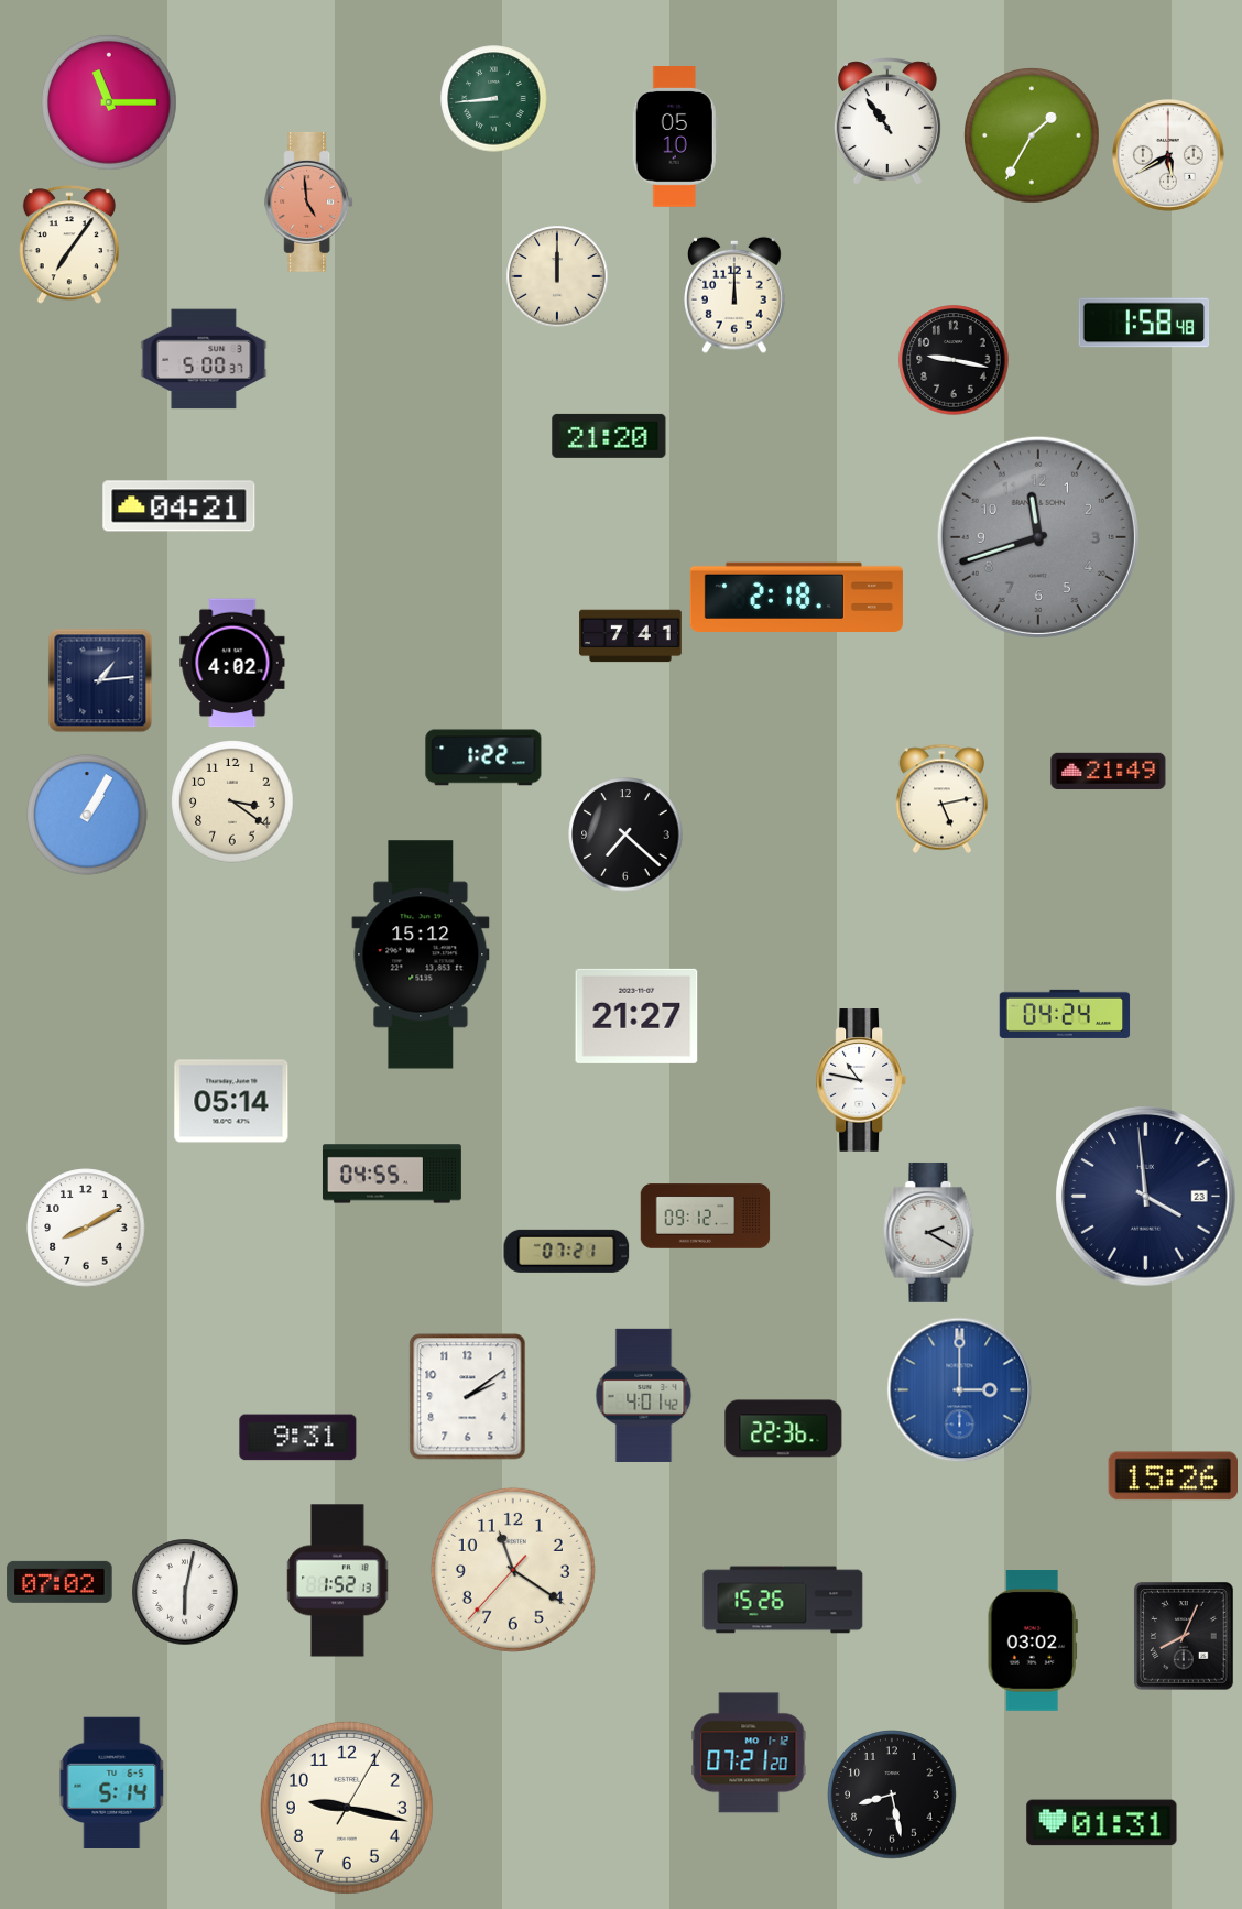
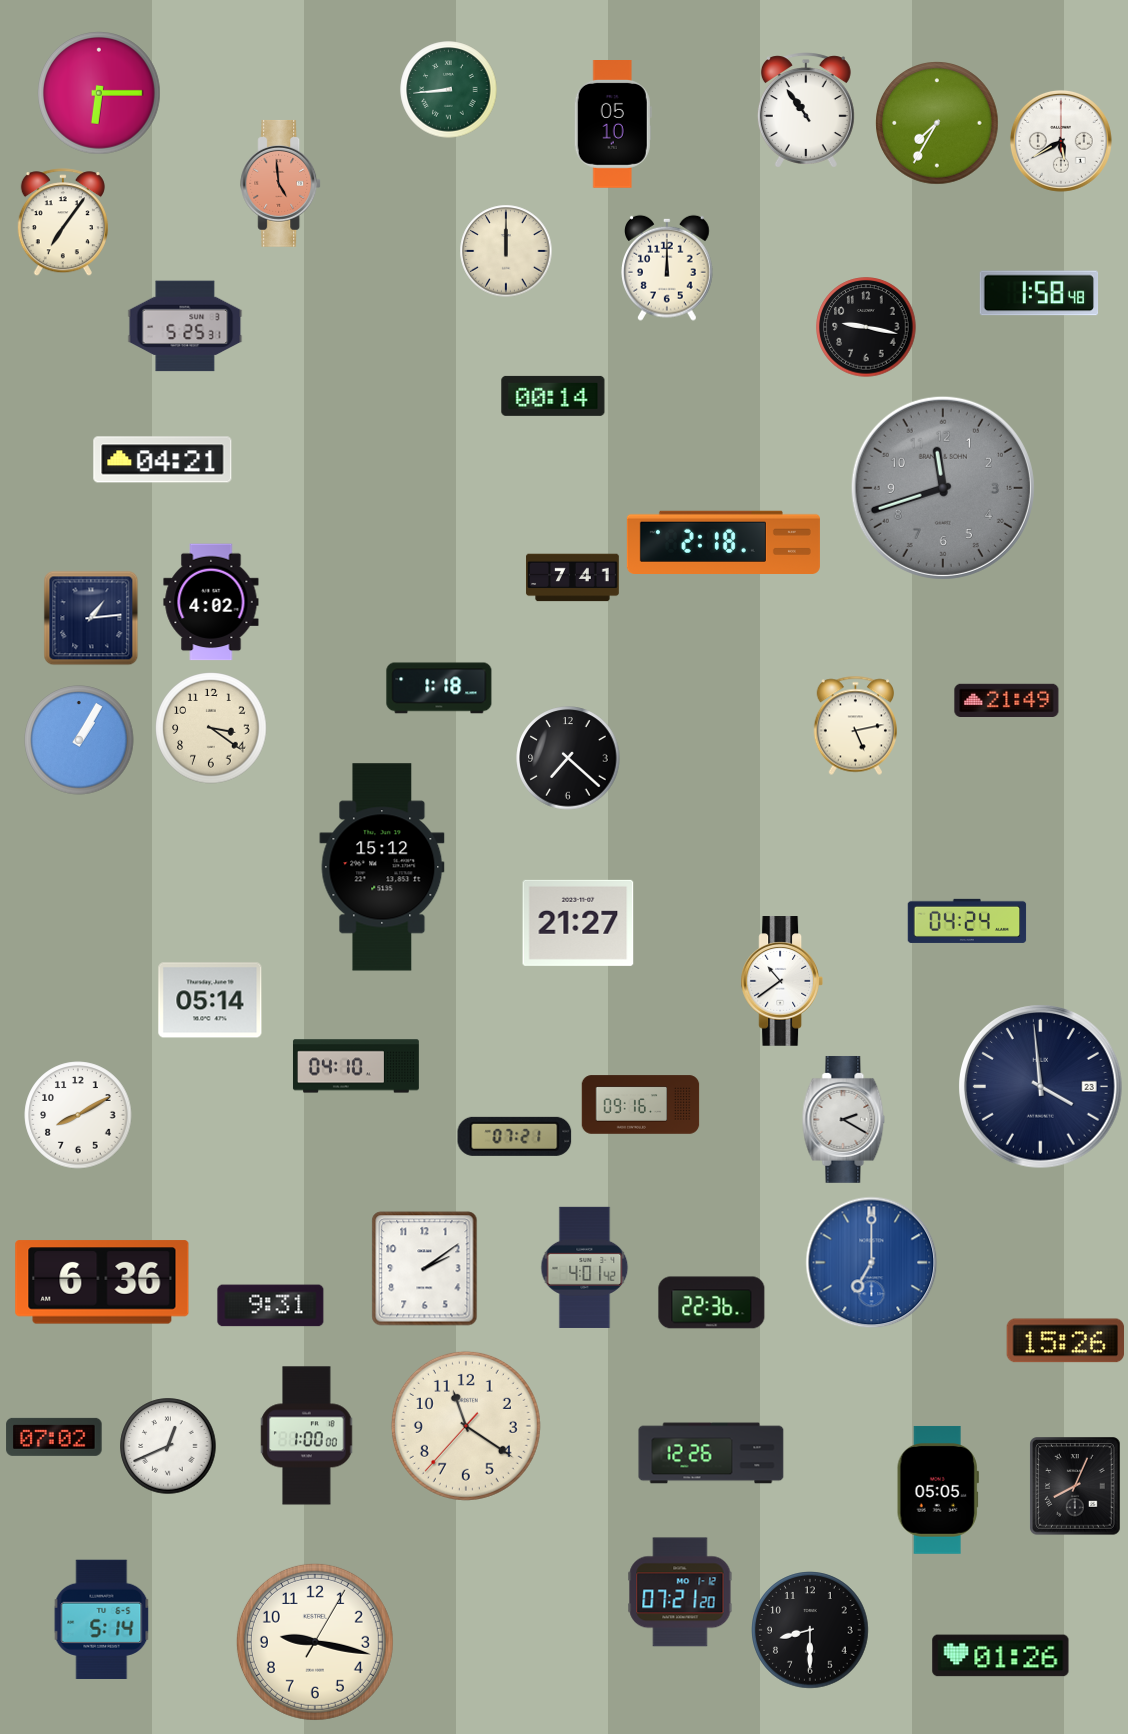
clock at (109, 102): 11:15 -> 6:15
clock at (1032, 135): 1:35 -> 7:35
clock at (204, 359): 5:00 -> 5:25
clock at (609, 436): 21:20 -> 00:14
clock at (483, 757): 1:22 -> 1:18
clock at (860, 1080): 10:47 -> 10:39
clock at (392, 1174): 04:55 -> 04:10
clock at (706, 1217): 09:12 -> 09:16
clock at (960, 1390): 3:00 -> 7:00
clock at (102, 1282): none -> 6:36
clock at (784, 1429) position: (784, 1429) -> (712, 1303)
clock at (338, 1581): 1:52 -> 1:00
clock at (185, 1592): 6:02 -> 12:41
clock at (783, 1600): 15:26 -> 12:26
clock at (1033, 1640): 03:02 -> 05:05
clock at (892, 1795): 8:28 -> 8:30
clock at (1102, 1823): 01:31 -> 01:26
